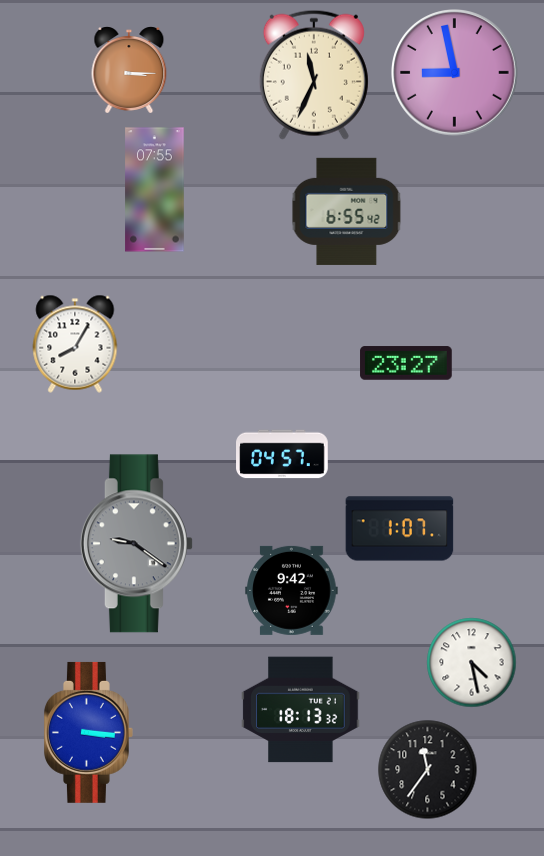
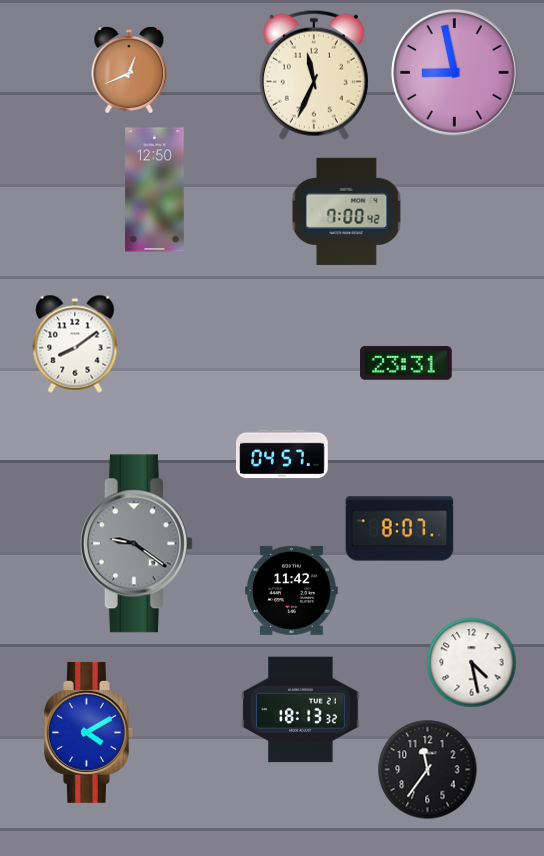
clock at (129, 70): 3:15 -> 12:41
clock at (155, 190): 07:55 -> 12:50
clock at (347, 211): 6:55 -> 7:00
clock at (75, 344): 8:05 -> 8:09
clock at (406, 363): 23:27 -> 23:31
clock at (400, 529): 1:07 -> 8:07
clock at (292, 590): 9:42 -> 11:42
clock at (88, 732): 3:16 -> 4:10
